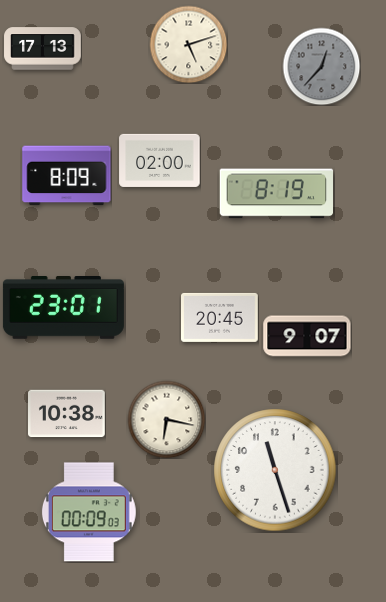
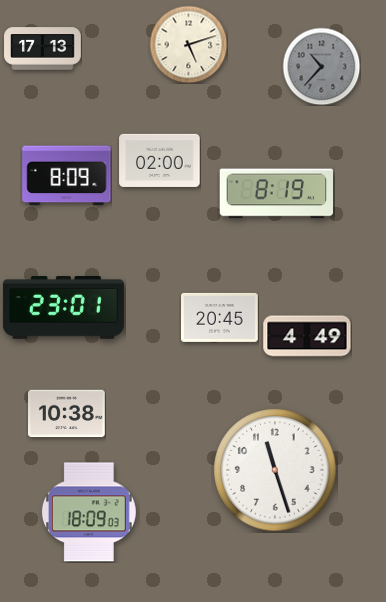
clock at (321, 66): 12:37 -> 10:37
clock at (307, 336): 9:07 -> 4:49
clock at (166, 419): 6:17 -> none
clock at (89, 512): 00:09 -> 18:09
